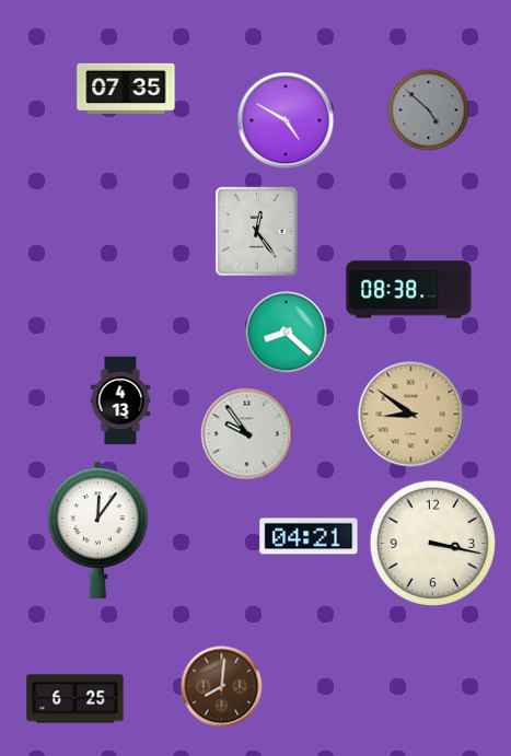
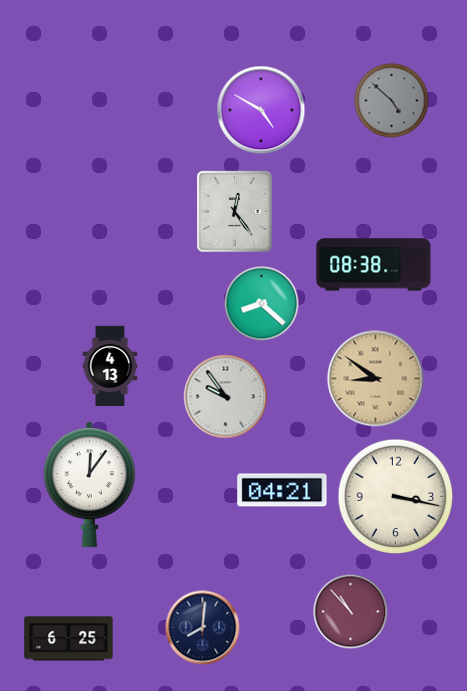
clock at (126, 88): 07:35 -> none
clock at (351, 612): none -> 10:53
clock at (222, 687) dial: brown -> navy
